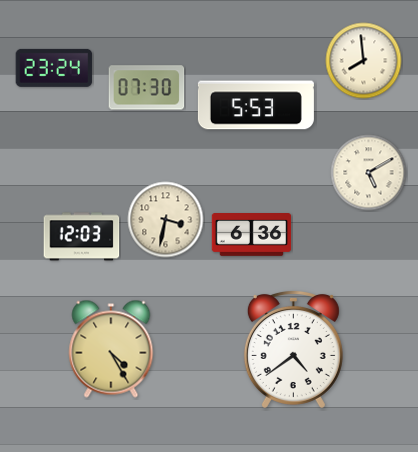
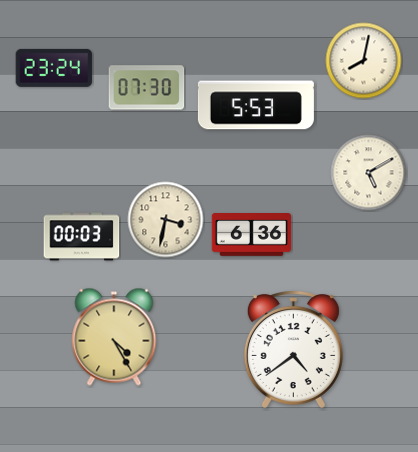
clock at (364, 61): 7:59 -> 8:02
clock at (82, 237): 12:03 -> 00:03
clock at (111, 349) position: (111, 349) -> (114, 337)
